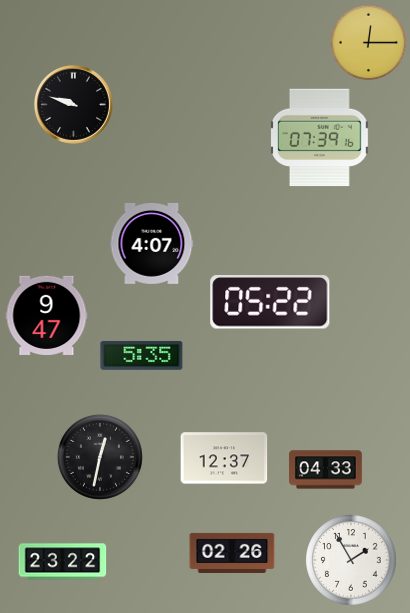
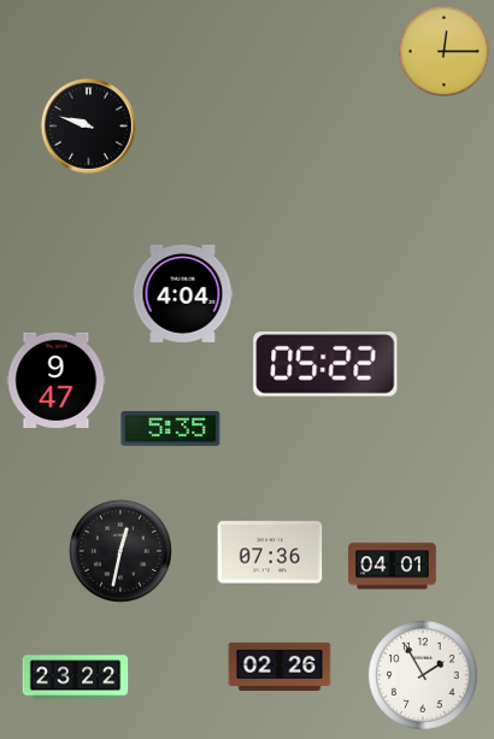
clock at (320, 138): 07:39 -> none
clock at (152, 243): 4:07 -> 4:04
clock at (224, 458): 12:37 -> 07:36
clock at (326, 470): 04:33 -> 04:01
